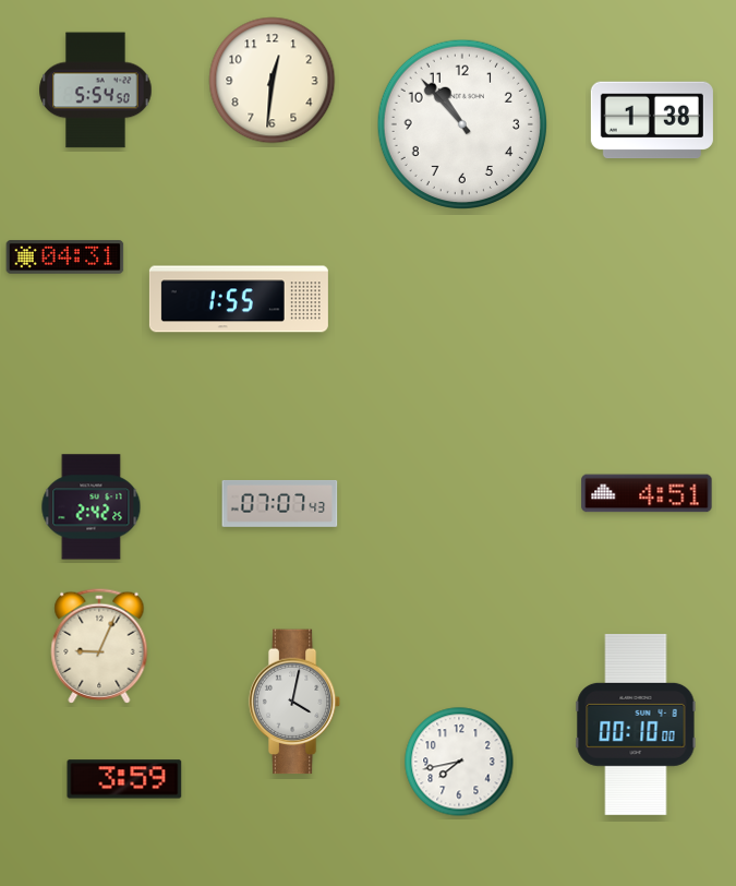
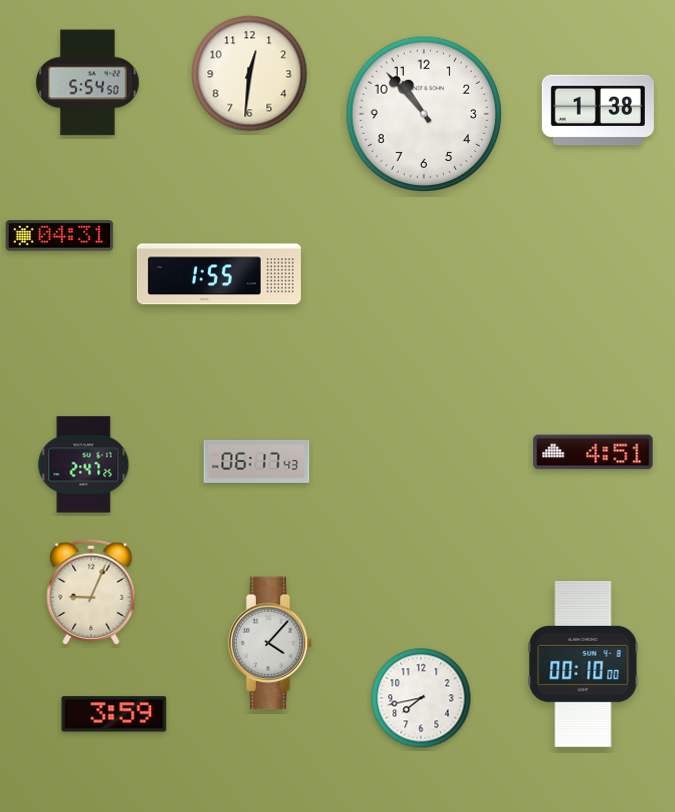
clock at (280, 503): 07:07 -> 06:17
clock at (92, 507): 2:42 -> 2:47
clock at (294, 702): 4:02 -> 4:07
